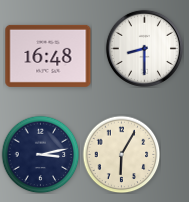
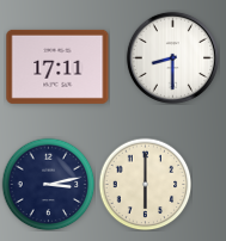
clock at (48, 56): 16:48 -> 17:11
clock at (121, 154): 6:05 -> 6:00
